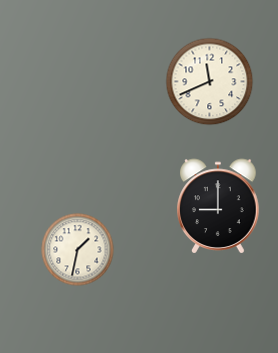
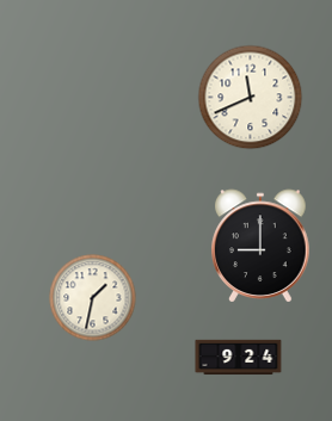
clock at (239, 358): none -> 9:24
